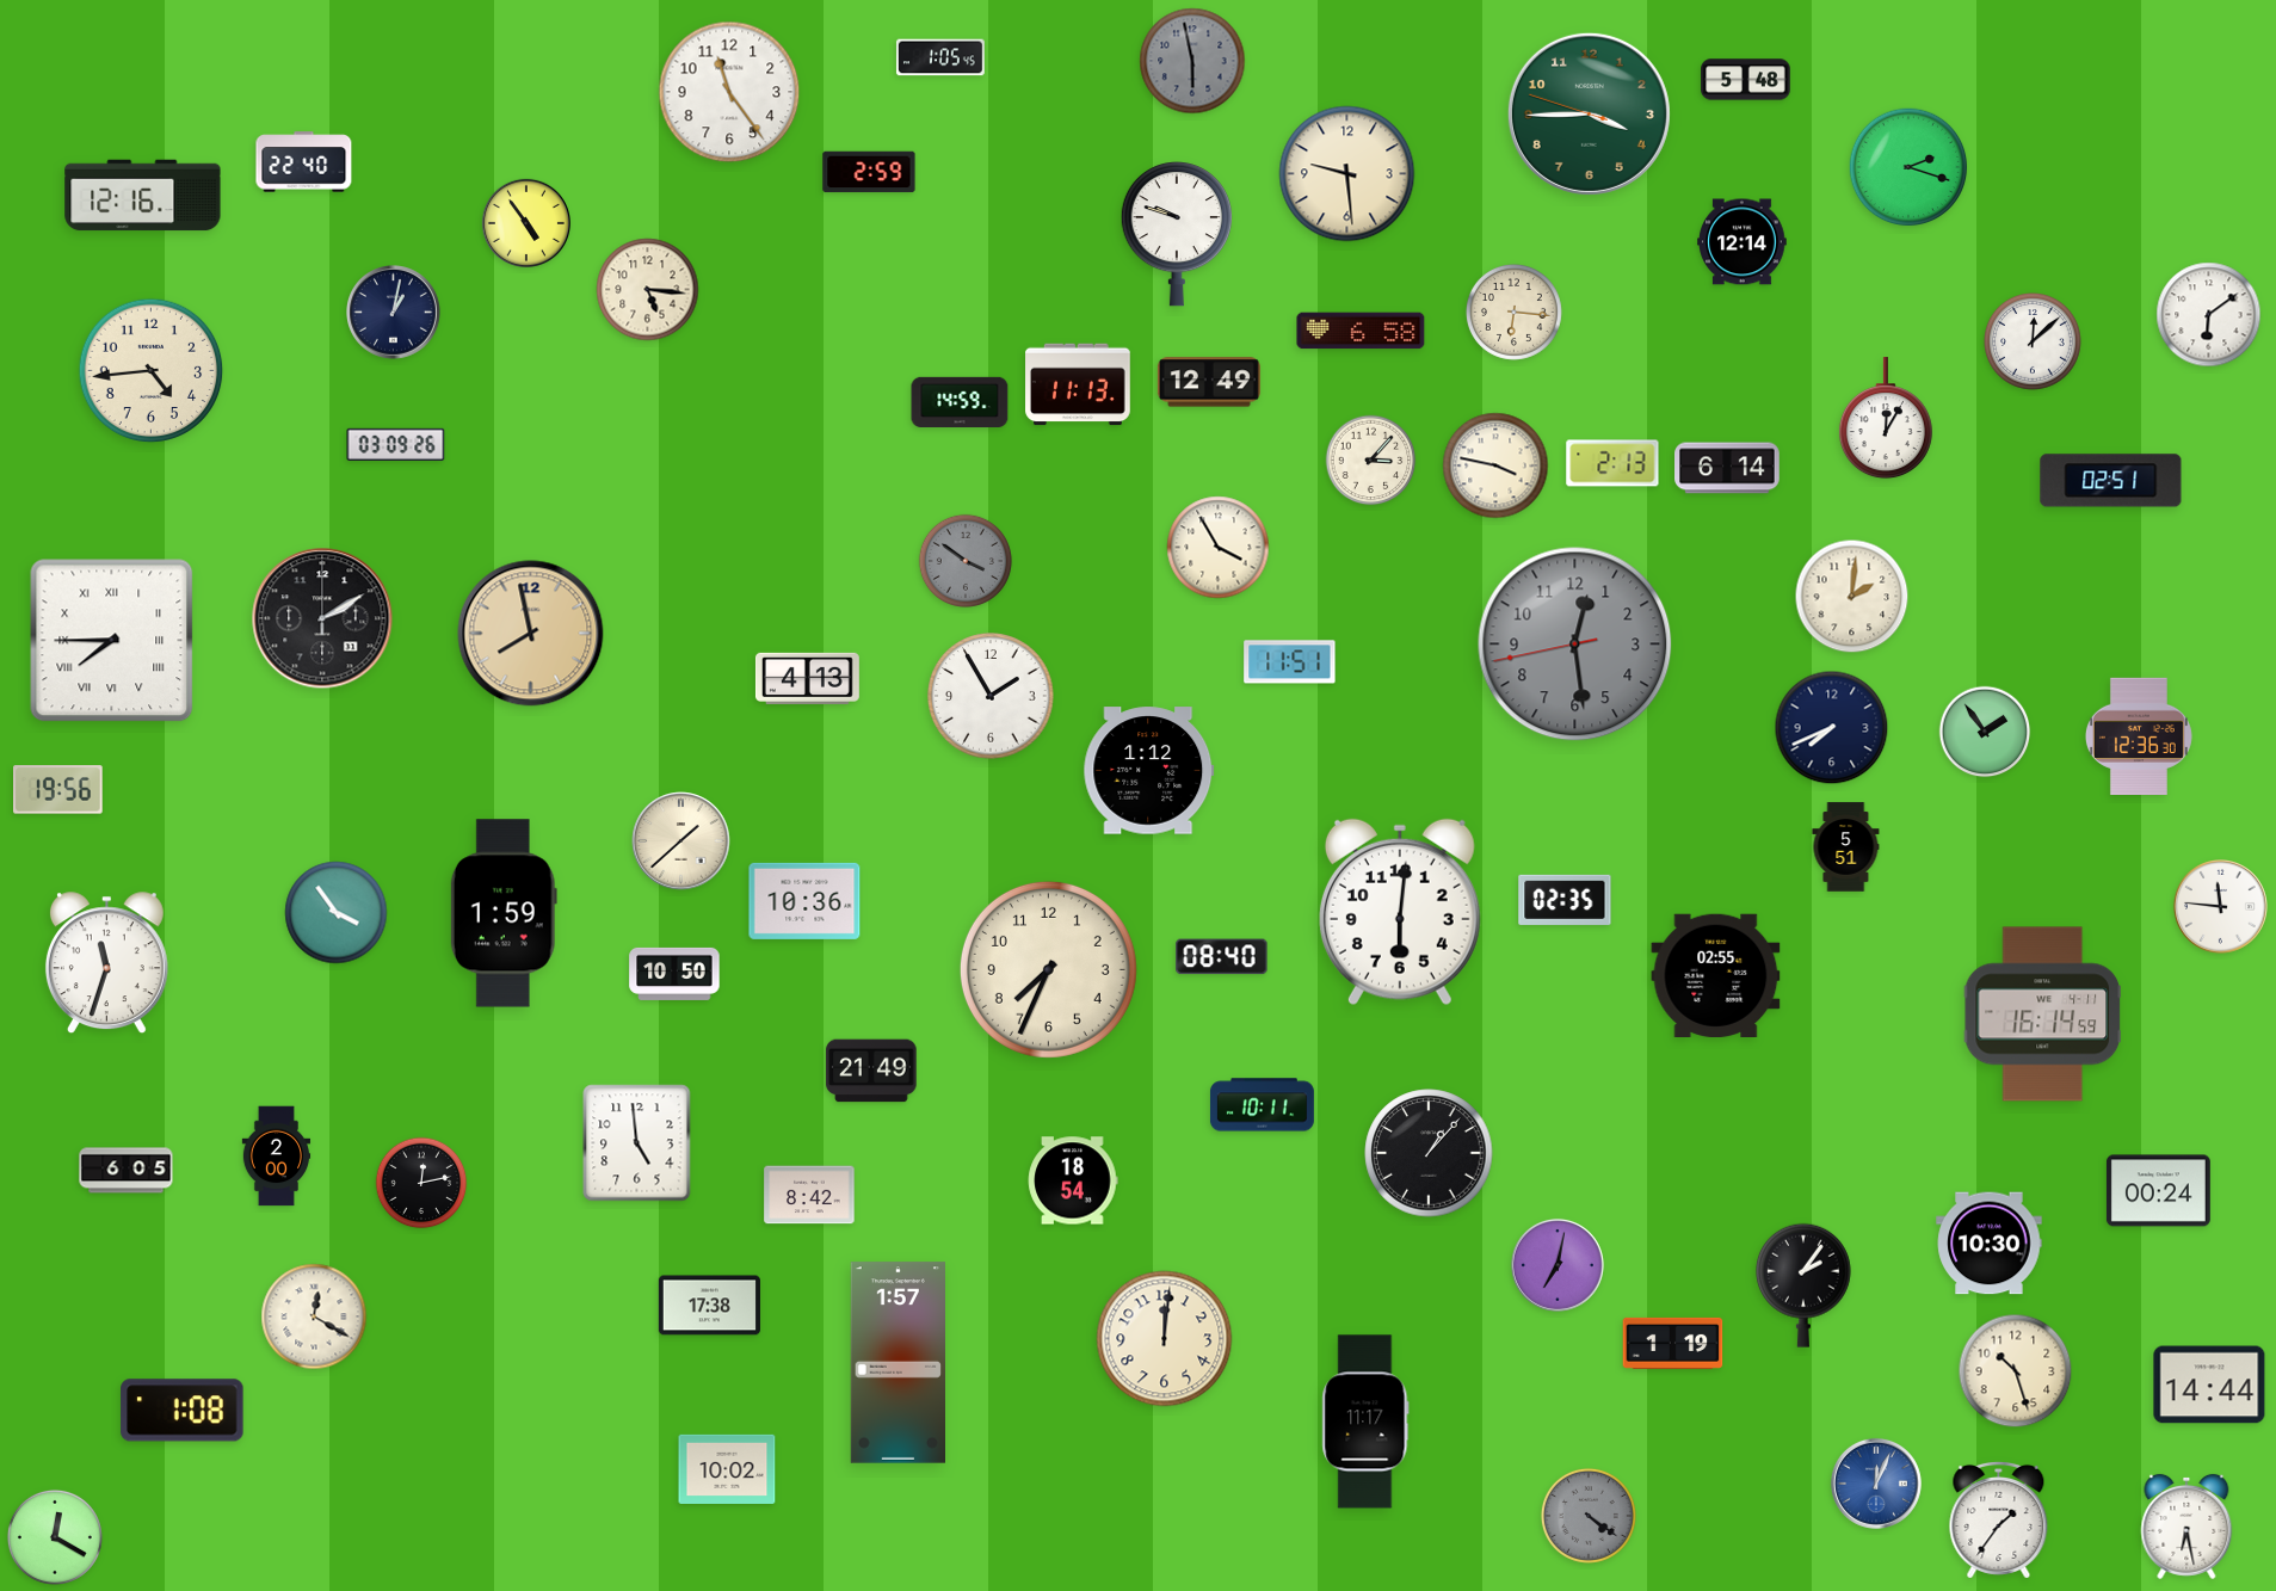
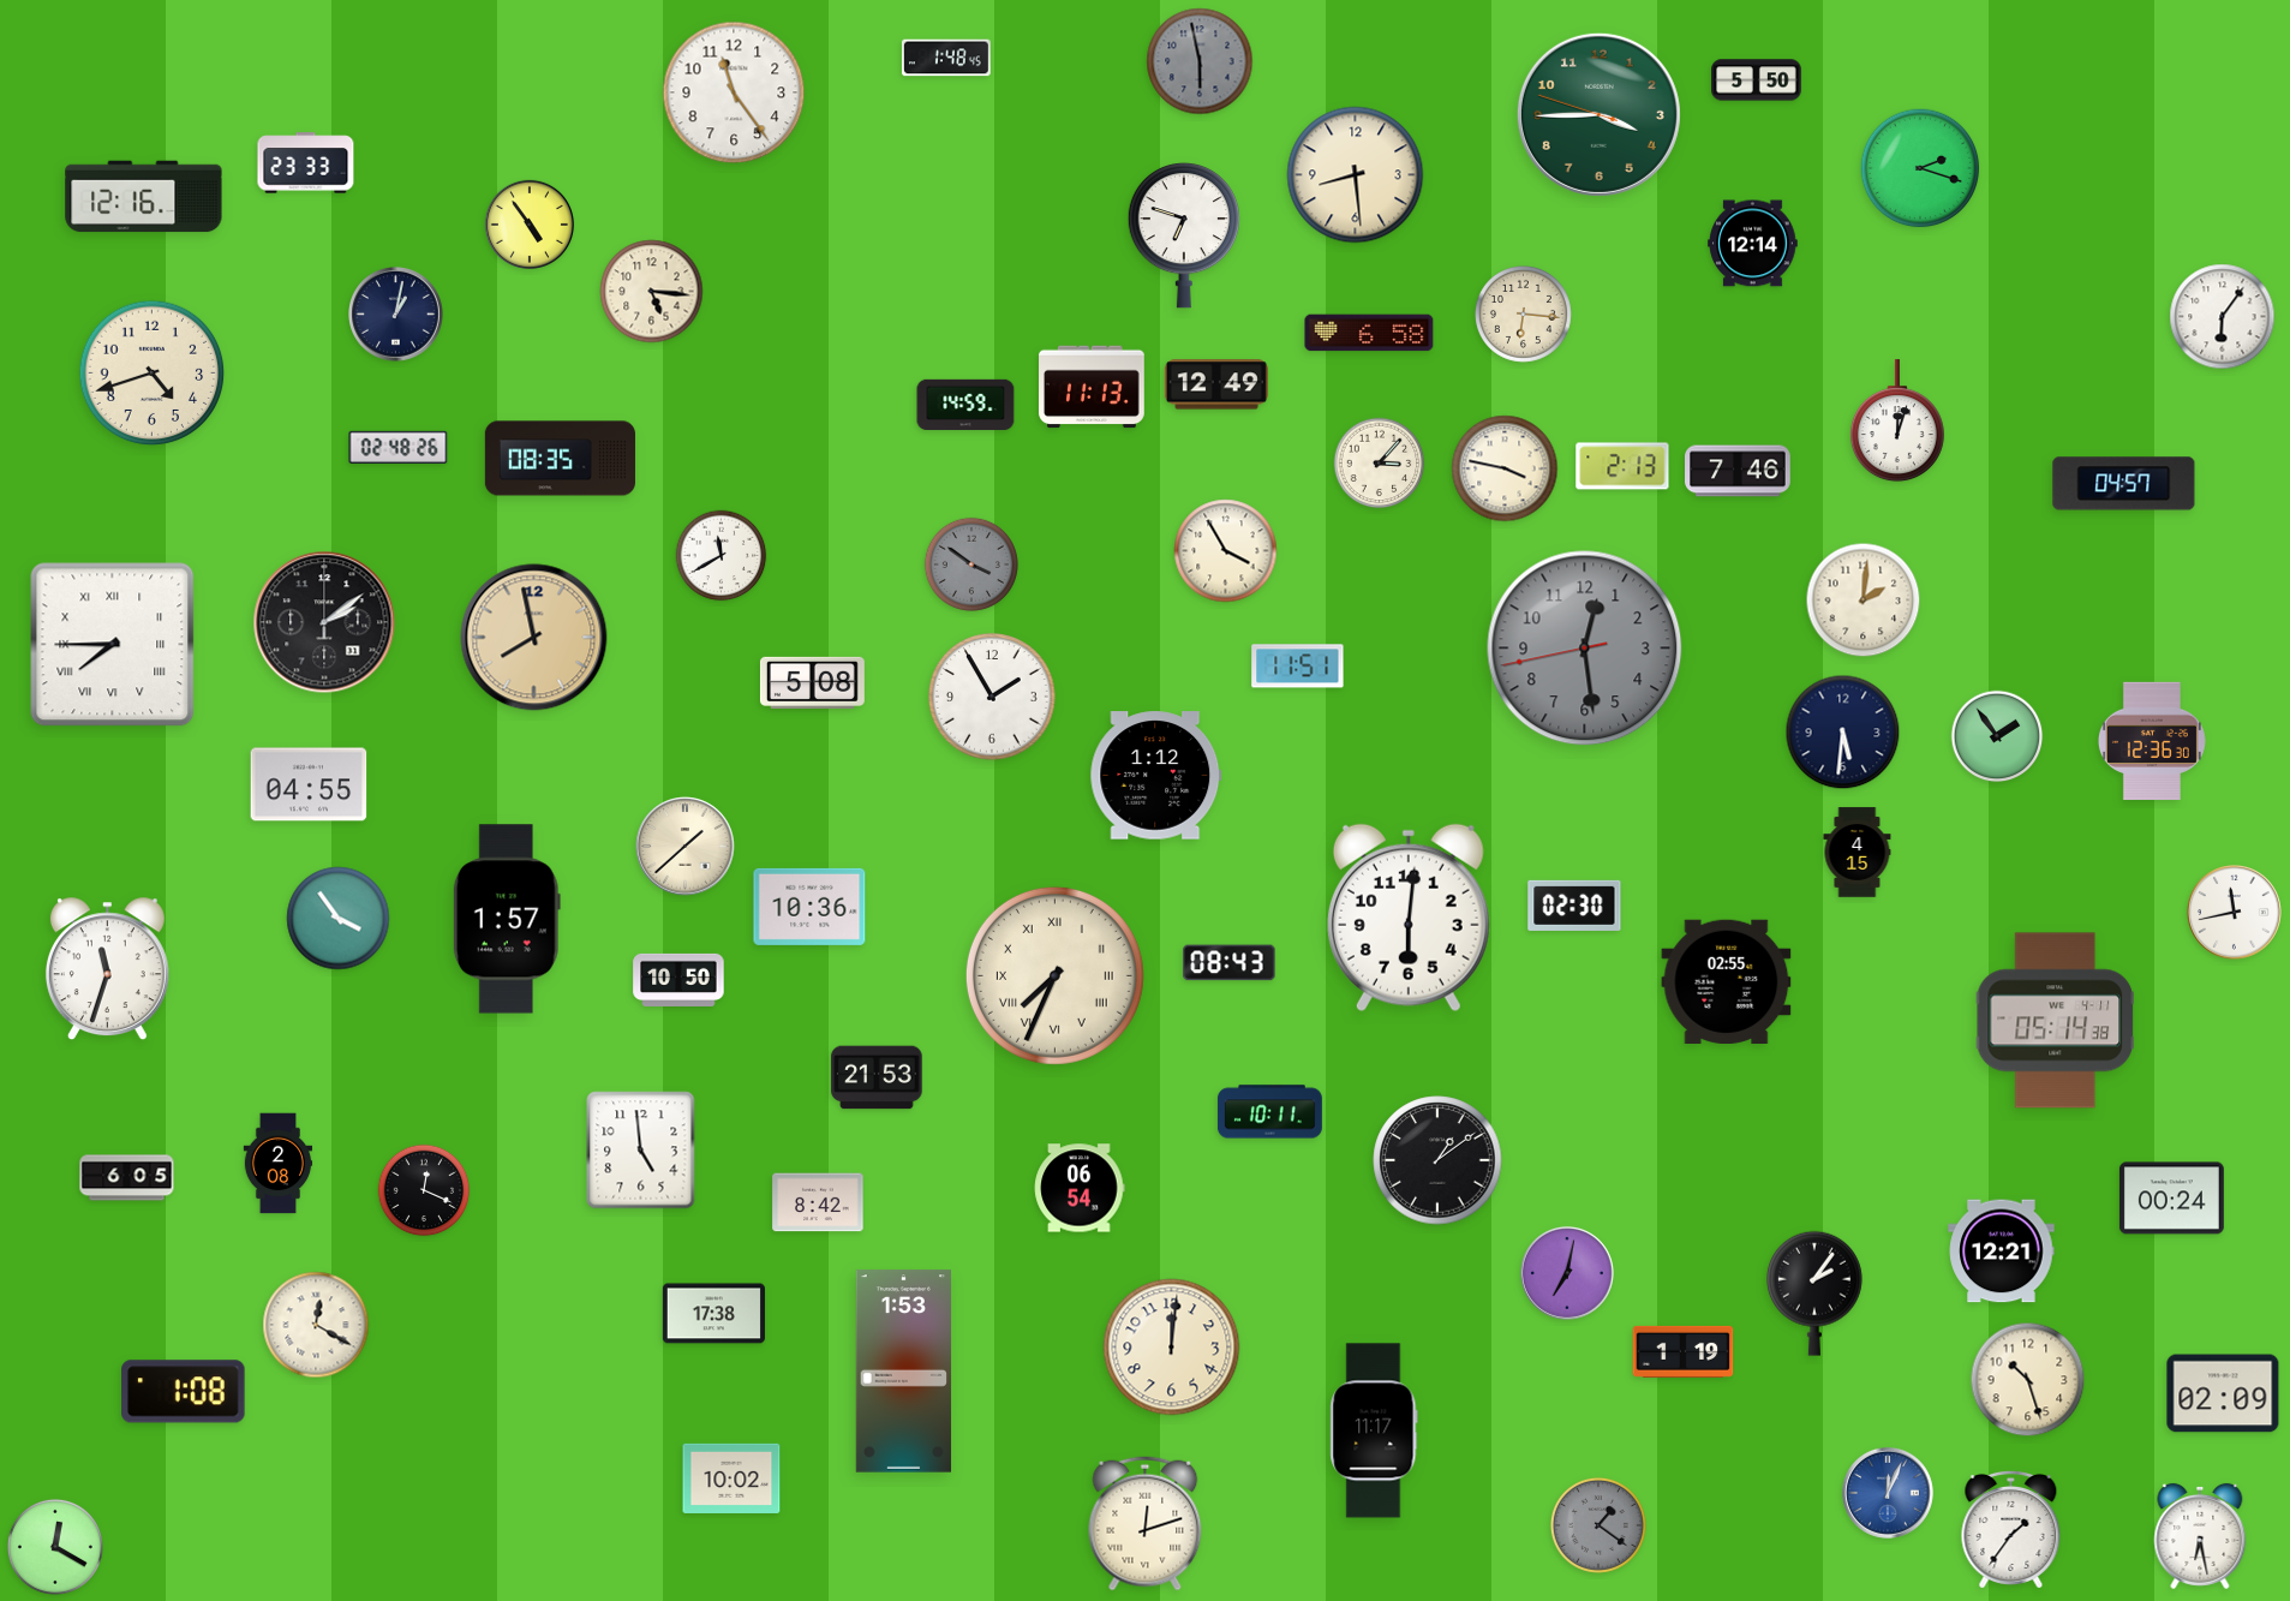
clock at (940, 57): 1:05 -> 1:48
clock at (1746, 80): 5:48 -> 5:50
clock at (304, 162): 22:40 -> 23:33
clock at (869, 172): 2:59 -> none
clock at (1347, 174): 9:29 -> 8:29
clock at (1177, 235): 9:48 -> 6:48
clock at (2209, 315): 6:09 -> 6:06
clock at (2034, 343): 12:08 -> none
clock at (152, 371): 4:44 -> 4:42
clock at (1078, 384) position: (1078, 384) -> (1092, 387)
clock at (1886, 419): 12:05 -> 12:03
clock at (396, 444): 03:09 -> 02:48
clock at (560, 459): none -> 08:35
clock at (1727, 468): 6:14 -> 7:46
clock at (2111, 481): 02:51 -> 04:57
clock at (722, 556): none -> 11:40
clock at (322, 618): 2:10 -> 2:09
clock at (807, 678): 4:13 -> 5:08
clock at (991, 696) position: (991, 696) -> (992, 697)
clock at (1832, 728): 7:41 -> 5:31
clock at (309, 784): none -> 04:55
clock at (58, 790): 19:56 -> none
clock at (1846, 847): 5:51 -> 4:15
clock at (1565, 900): 02:35 -> 02:30
clock at (2221, 907): 11:46 -> 11:43
clock at (504, 913): 1:59 -> 1:57
clock at (1222, 957): 08:40 -> 08:43
clock at (1048, 969) numerals: Arabic -> Roman
clock at (2042, 1015): 16:14 -> 05:14
clock at (871, 1071): 21:49 -> 21:53
clock at (1429, 1153): 1:07 -> 1:09
clock at (277, 1157): 2:00 -> 2:08
clock at (1073, 1180): 18:54 -> 06:54
clock at (421, 1183): 12:13 -> 12:19
clock at (809, 1195) position: (809, 1195) -> (818, 1202)
clock at (1990, 1244): 10:30 -> 12:21
clock at (898, 1363): 1:57 -> 1:53
clock at (2209, 1385): 14:44 -> 02:09
clock at (183, 1411) position: (183, 1411) -> (184, 1392)
clock at (1146, 1524): none -> 12:12
clock at (1589, 1516): 4:21 -> 1:21
